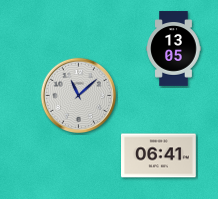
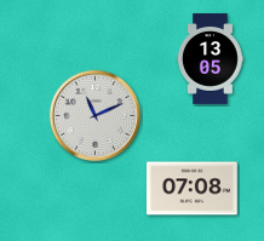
clock at (78, 95): 11:08 -> 11:11
clock at (159, 156): 06:41 -> 07:08
